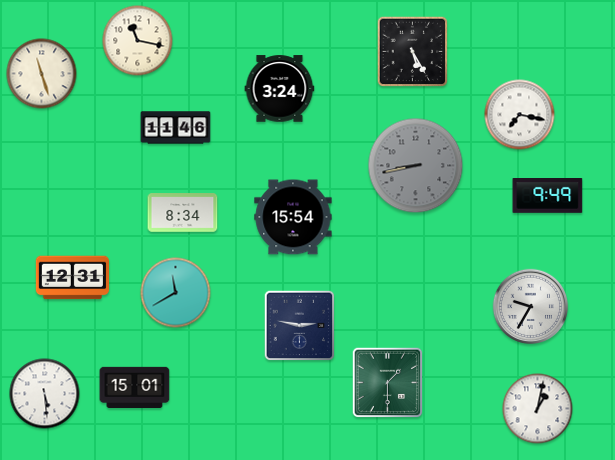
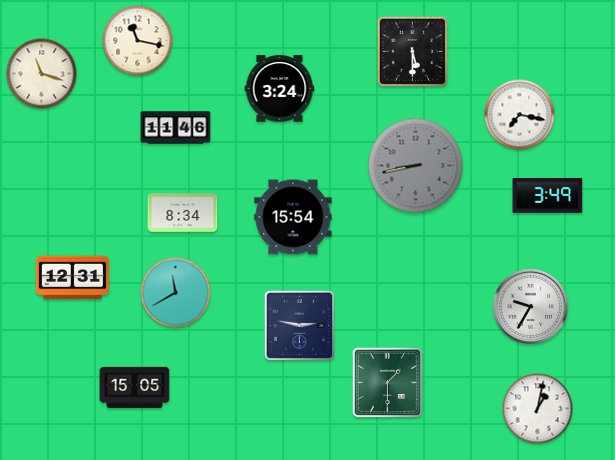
clock at (413, 52): 5:25 -> 5:30
clock at (42, 74): 11:27 -> 11:18
clock at (548, 196): 9:49 -> 3:49
clock at (135, 387): 15:01 -> 15:05
clock at (45, 394): 5:29 -> none
